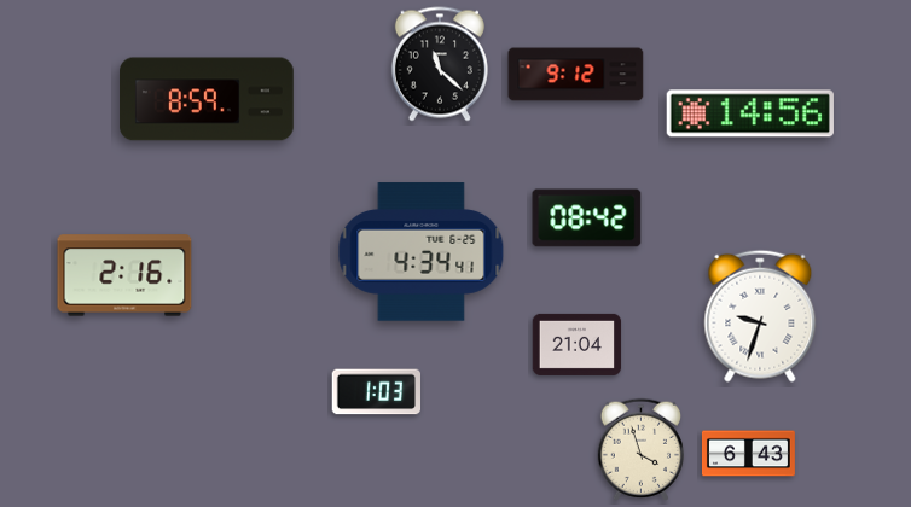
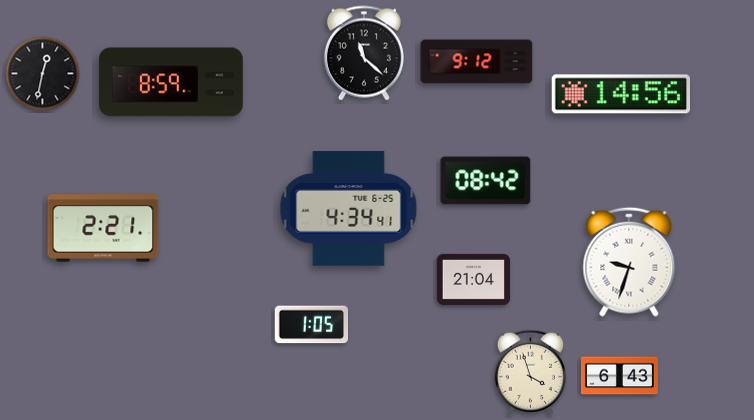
clock at (43, 74): none -> 12:32
clock at (124, 275): 2:16 -> 2:21
clock at (578, 344) position: (578, 344) -> (474, 279)
clock at (376, 392): 1:03 -> 1:05
